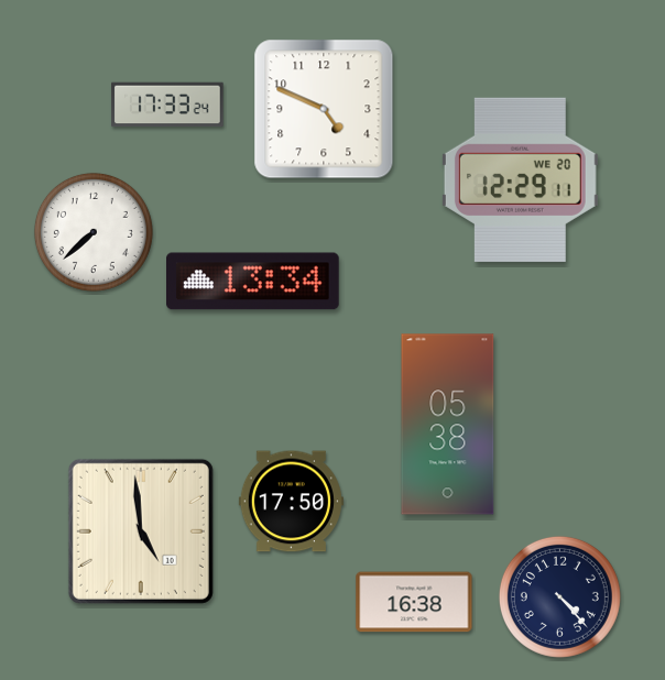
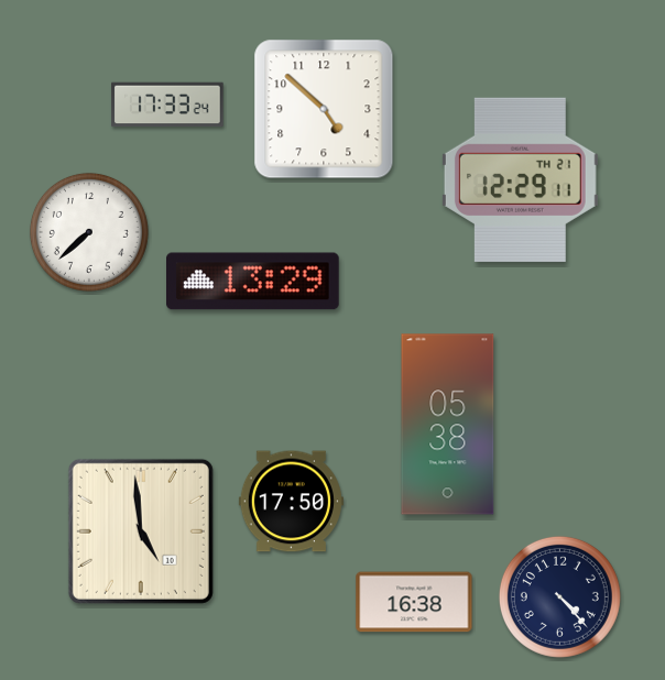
clock at (324, 109): 4:49 -> 4:52
clock at (520, 179) date: WE 20 -> TH 21
clock at (94, 232) position: (94, 232) -> (89, 232)
clock at (253, 282): 13:34 -> 13:29
